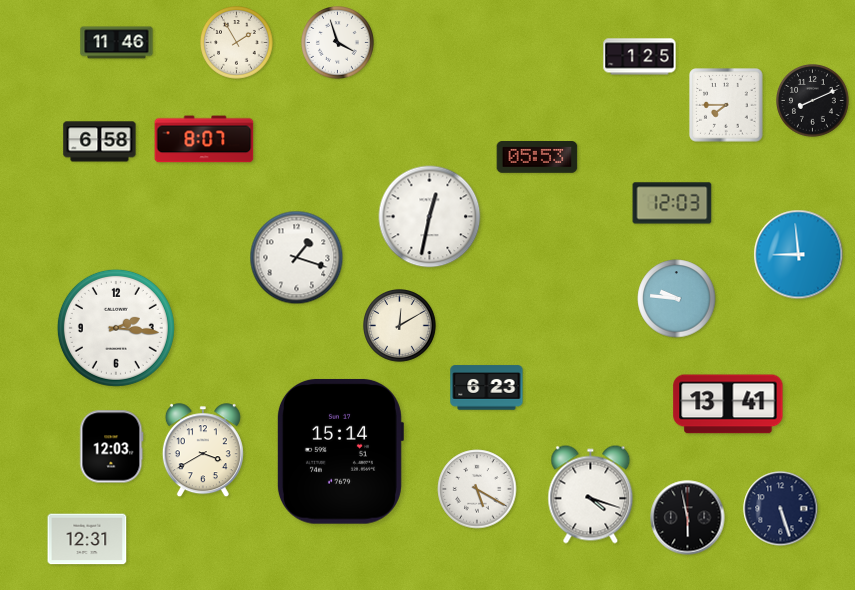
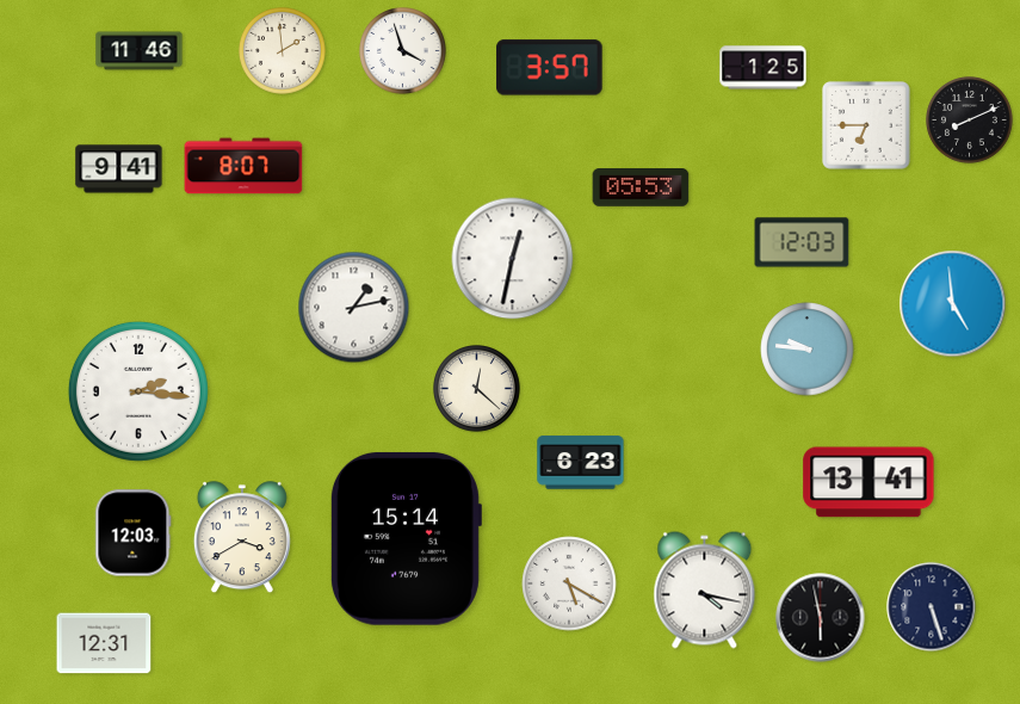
clock at (237, 43): 1:55 -> 1:59
clock at (550, 68): none -> 3:57
clock at (726, 105): 7:45 -> 6:45
clock at (100, 142): 6:58 -> 9:41
clock at (799, 255): 8:59 -> 4:59
clock at (297, 258): 1:18 -> 1:13
clock at (677, 299) position: (677, 299) -> (808, 350)
clock at (400, 326): 12:10 -> 12:22
clock at (591, 495): 4:18 -> 4:17
